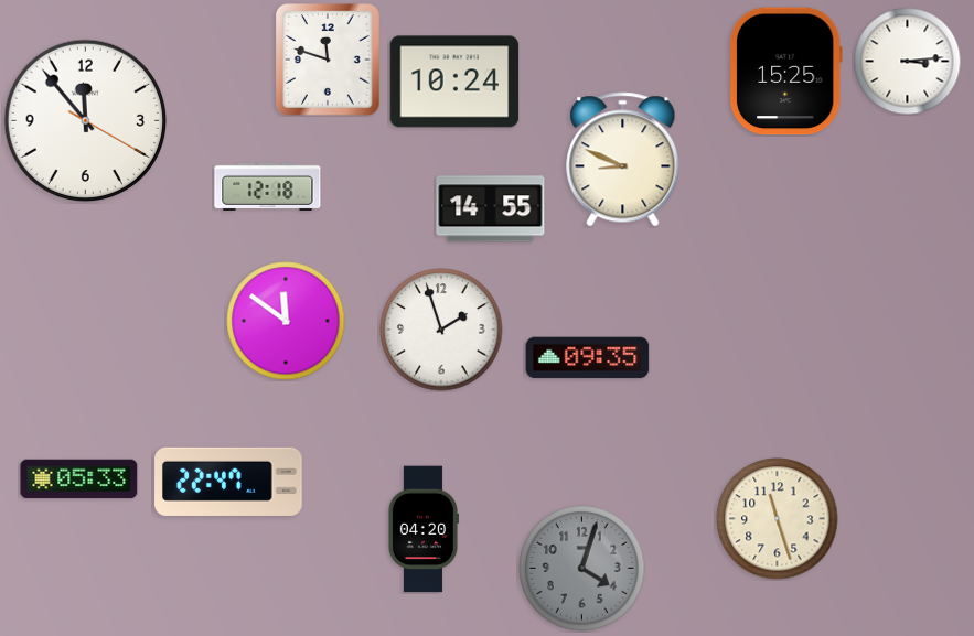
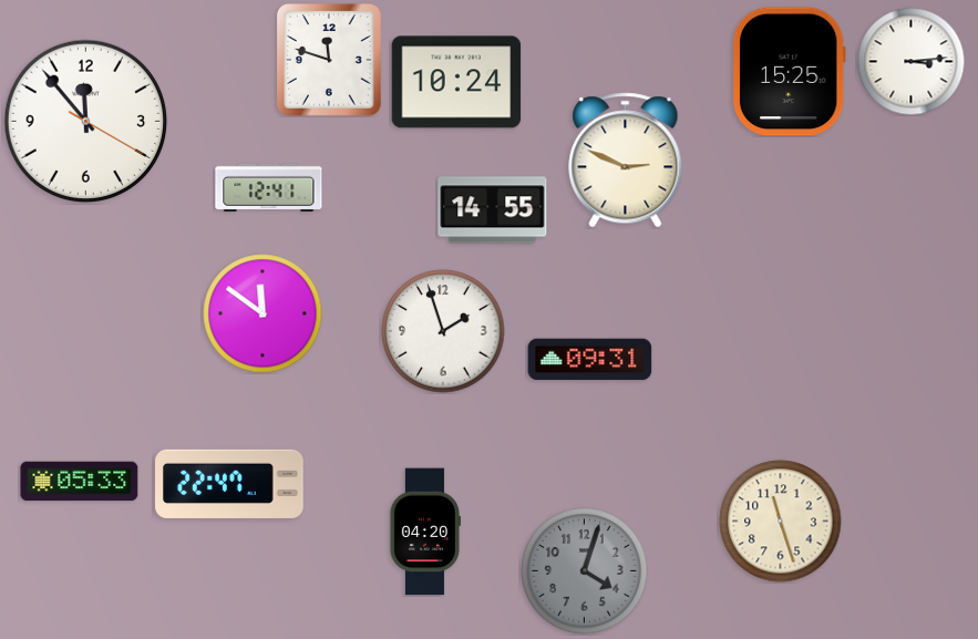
clock at (623, 160): 8:49 -> 2:49
clock at (268, 186): 12:18 -> 12:41
clock at (286, 321) position: (286, 321) -> (262, 313)
clock at (588, 358): 09:35 -> 09:31
